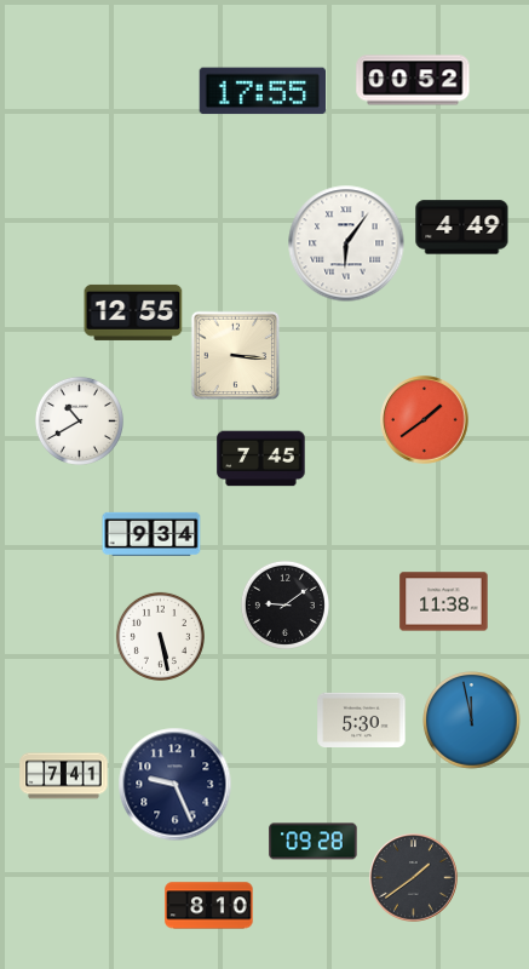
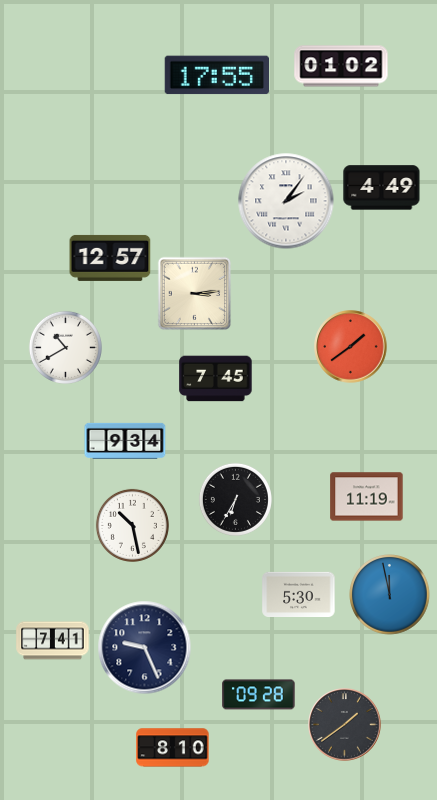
clock at (413, 80): 00:52 -> 01:02
clock at (346, 243): 6:06 -> 2:06
clock at (133, 313): 12:55 -> 12:57
clock at (236, 356): 3:16 -> 3:14
clock at (444, 602): 11:38 -> 11:19
clock at (284, 604): 9:09 -> 6:35
clock at (160, 636): 5:28 -> 10:28
clock at (414, 878) position: (414, 878) -> (345, 725)
